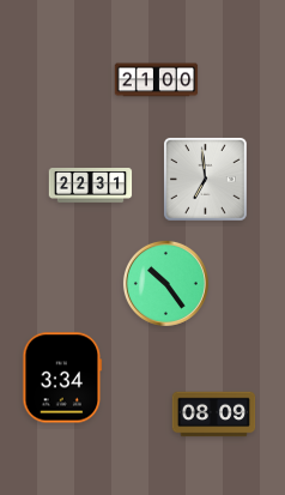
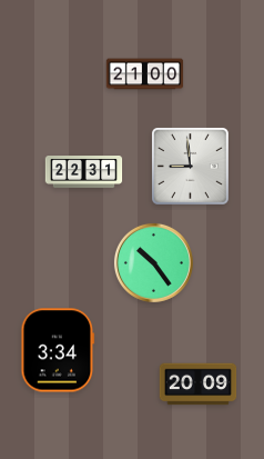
clock at (206, 180): 6:59 -> 8:59
clock at (214, 415): 08:09 -> 20:09
